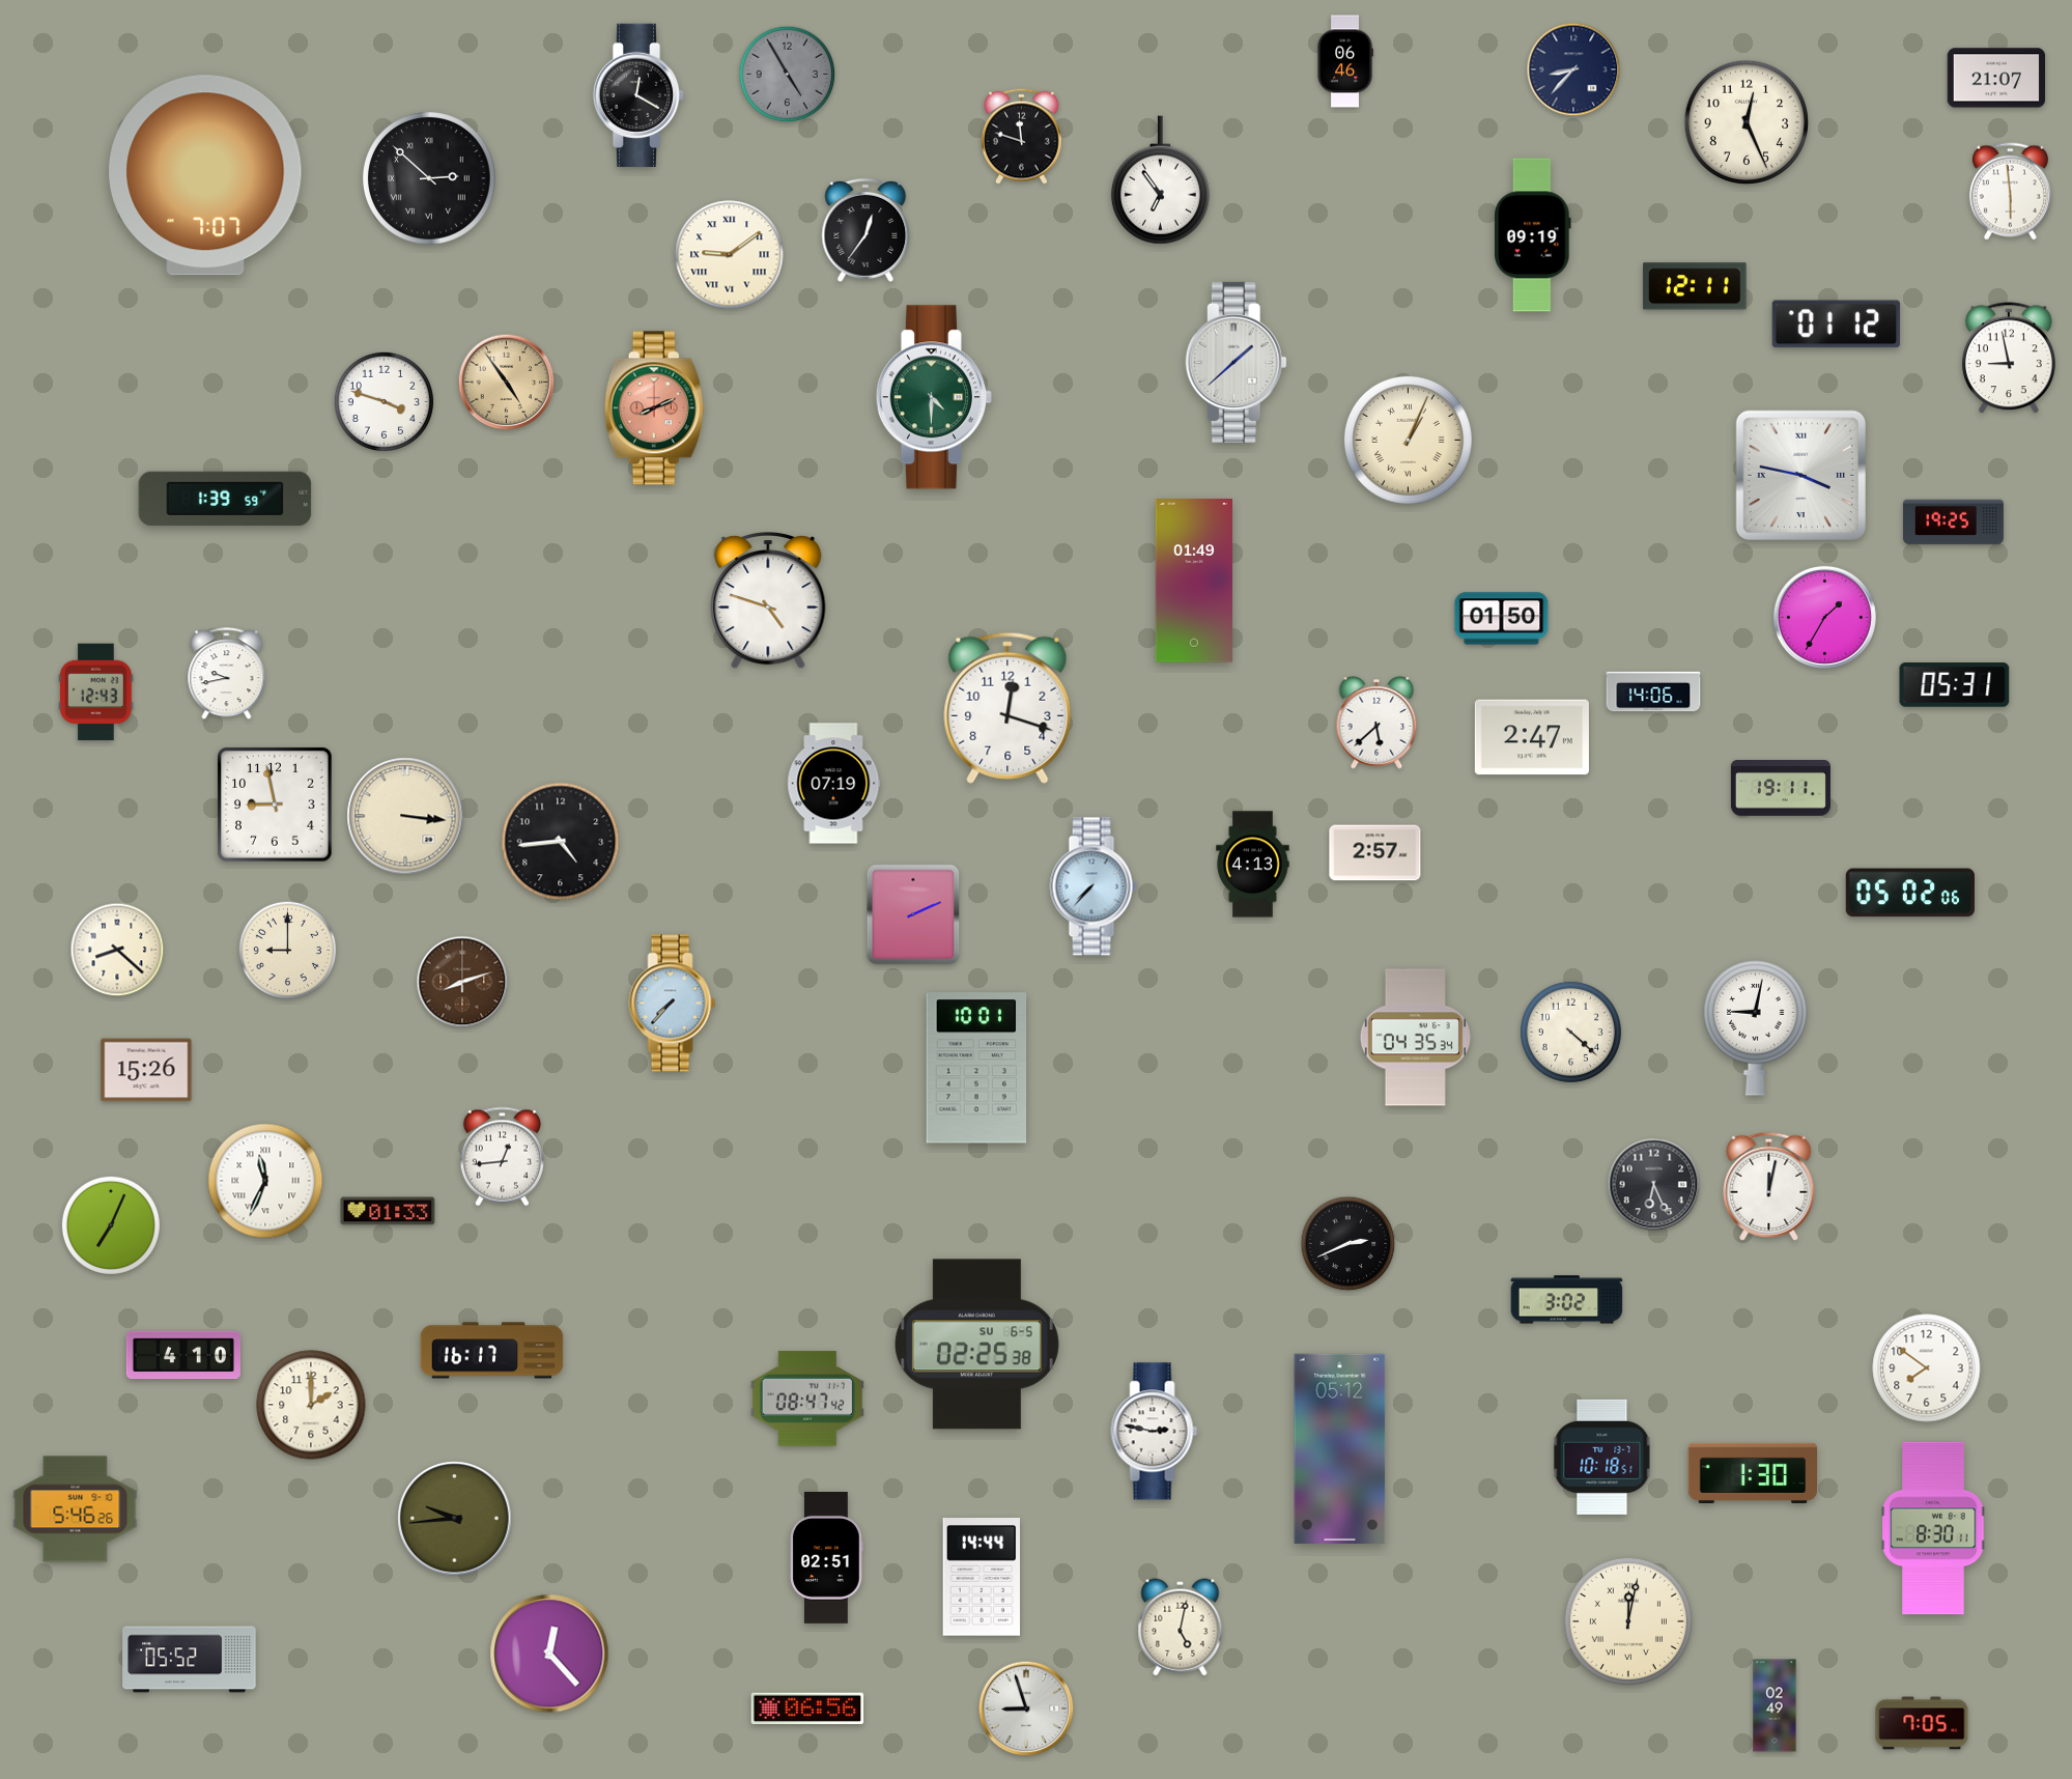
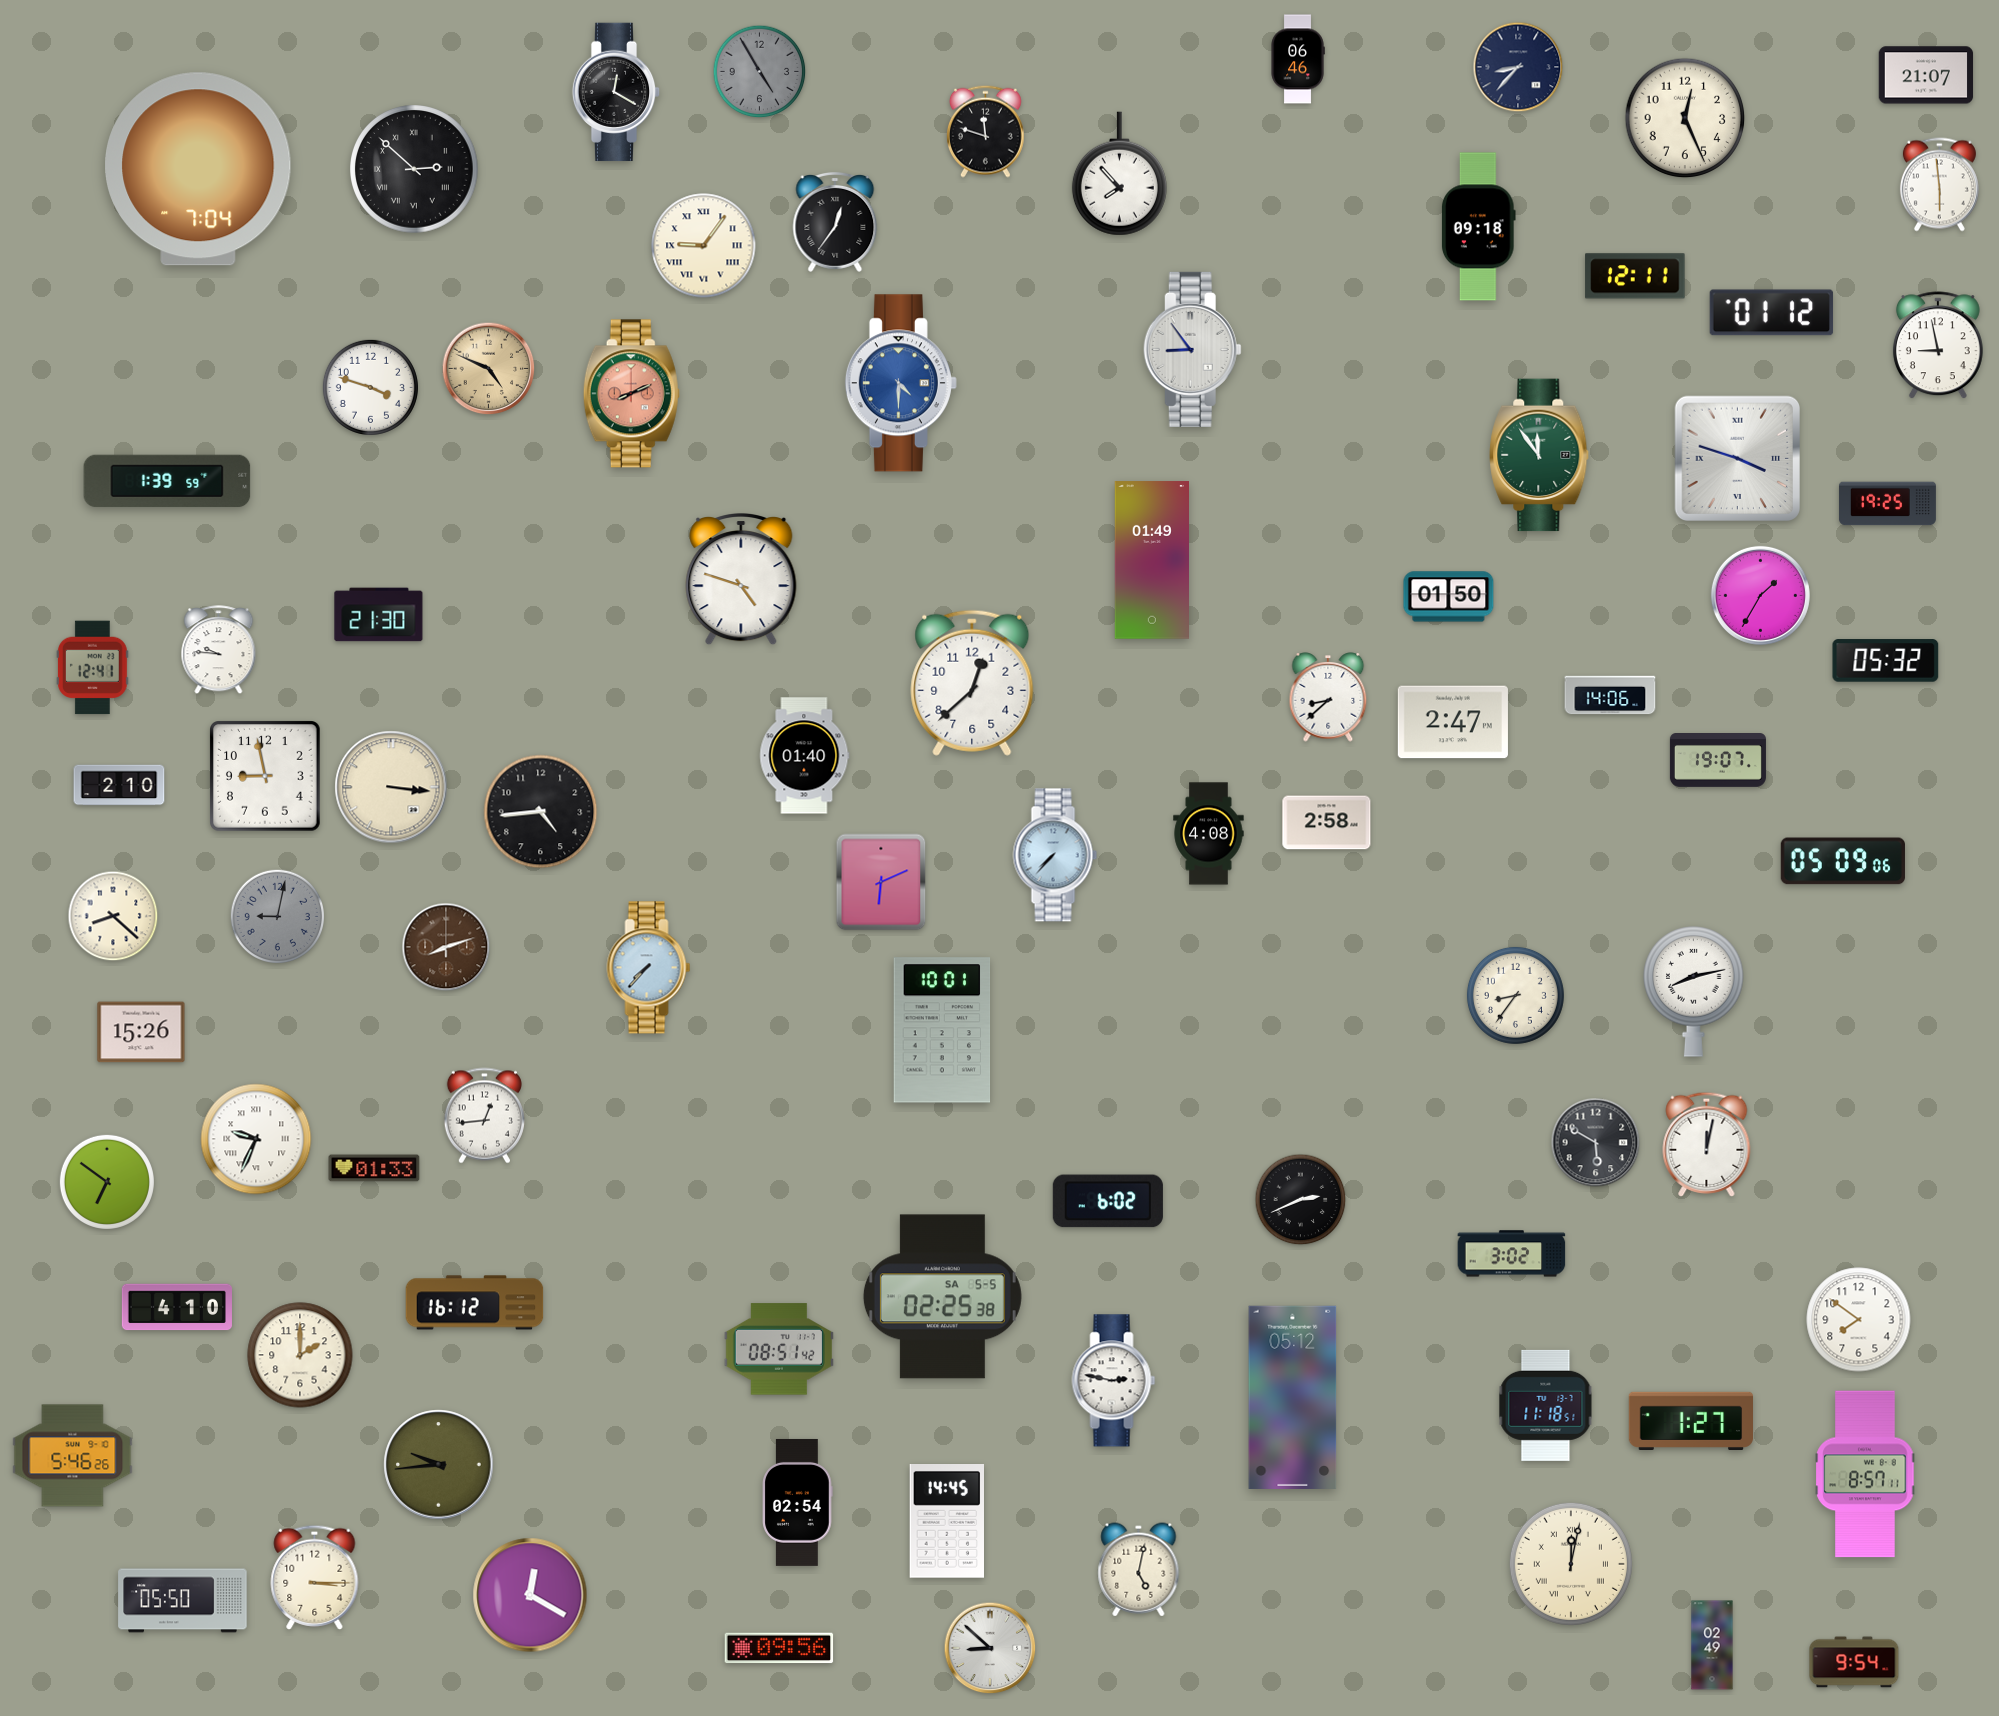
clock at (205, 175): 7:07 -> 7:04
clock at (430, 179) position: (430, 179) -> (415, 170)
clock at (1160, 180): 6:54 -> 7:53
clock at (1532, 235): 09:19 -> 09:18
clock at (730, 255): 9:09 -> 9:06
clock at (1236, 362): 1:38 -> 8:54
clock at (507, 383): 4:54 -> 4:49
clock at (934, 397) dial: green -> blue
clock at (1408, 440): 1:04 -> none
clock at (1539, 455): none -> 11:54
clock at (1800, 475): 3:47 -> 3:48
clock at (225, 499) position: (225, 499) -> (167, 481)
clock at (1953, 523) position: (1953, 523) -> (1887, 504)
clock at (379, 615): none -> 21:30
clock at (227, 674): 9:43 -> 9:46
clock at (1955, 685): 05:31 -> 05:32
clock at (1653, 691) position: (1653, 691) -> (1610, 695)
clock at (95, 693): 12:43 -> 12:41
clock at (1007, 708): 12:18 -> 12:38
clock at (1376, 723): 5:38 -> 8:38
clock at (1532, 737) position: (1532, 737) -> (1453, 722)
clock at (834, 784): 07:19 -> 01:40
clock at (1781, 789): 19:11 -> 19:07
clock at (119, 785): none -> 2:10
clock at (1375, 853): 2:57 -> 2:58
clock at (1253, 865): 4:13 -> 4:08
clock at (1910, 893): 05:02 -> 05:09
clock at (913, 914): 2:11 -> 6:11
clock at (287, 950): 9:00 -> 9:02
clock at (287, 950) dial: cream -> grey
clock at (1756, 1028): 9:02 -> 8:13
clock at (1570, 1032): 4:22 -> 8:36
clock at (1415, 1038): 04:35 -> none
clock at (265, 1181): 11:34 -> 9:34
clock at (1654, 1185): 6:26 -> 5:50
clock at (111, 1225): 7:04 -> 6:51
clock at (1108, 1201): none -> 6:02
clock at (976, 1345) date: SU 6-5 -> SA 5-5
clock at (492, 1351): 16:17 -> 16:12
clock at (807, 1399): 08:47 -> 08:51
clock at (1602, 1457): 10:18 -> 11:18
clock at (1752, 1472): 1:30 -> 1:27
clock at (1933, 1528): 8:30 -> 8:57
clock at (827, 1557): 02:51 -> 02:54
clock at (981, 1578): 14:44 -> 14:45
clock at (315, 1577): none -> 3:15
clock at (549, 1654): 12:23 -> 12:20
clock at (190, 1660): 05:52 -> 05:50
clock at (807, 1709): 06:56 -> 09:56
clock at (1026, 1709): 8:57 -> 8:52
clock at (1922, 1723): 7:05 -> 9:54
